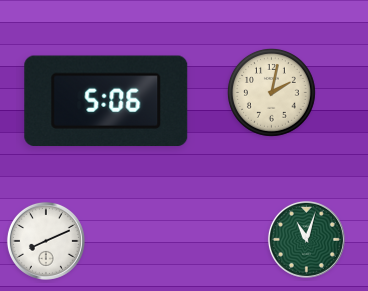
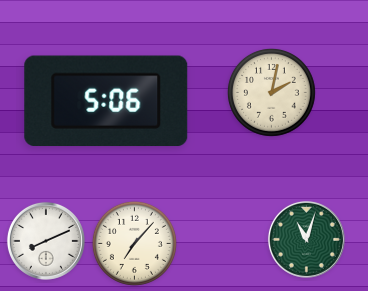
clock at (134, 243): none -> 7:07
